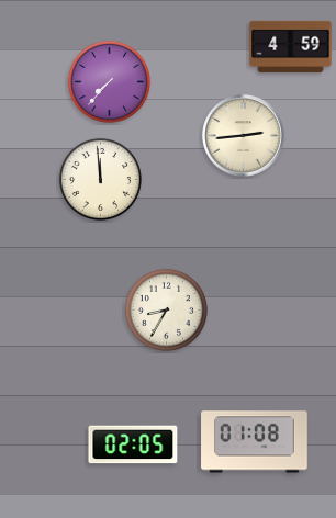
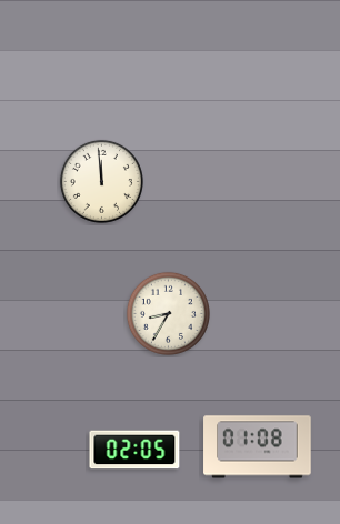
clock at (291, 46): 4:59 -> none
clock at (109, 81): 7:37 -> none
clock at (244, 136): 2:44 -> none
